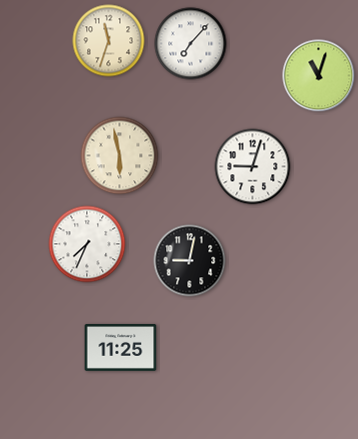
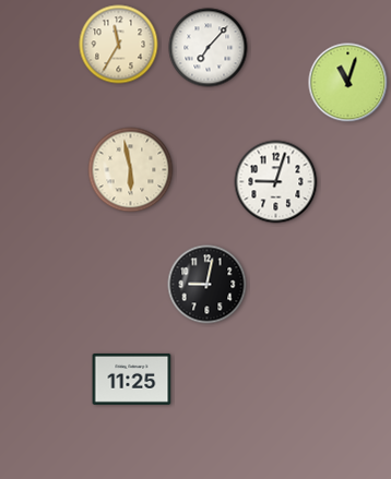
clock at (109, 41): 11:33 -> 11:35
clock at (87, 244): 7:34 -> none
